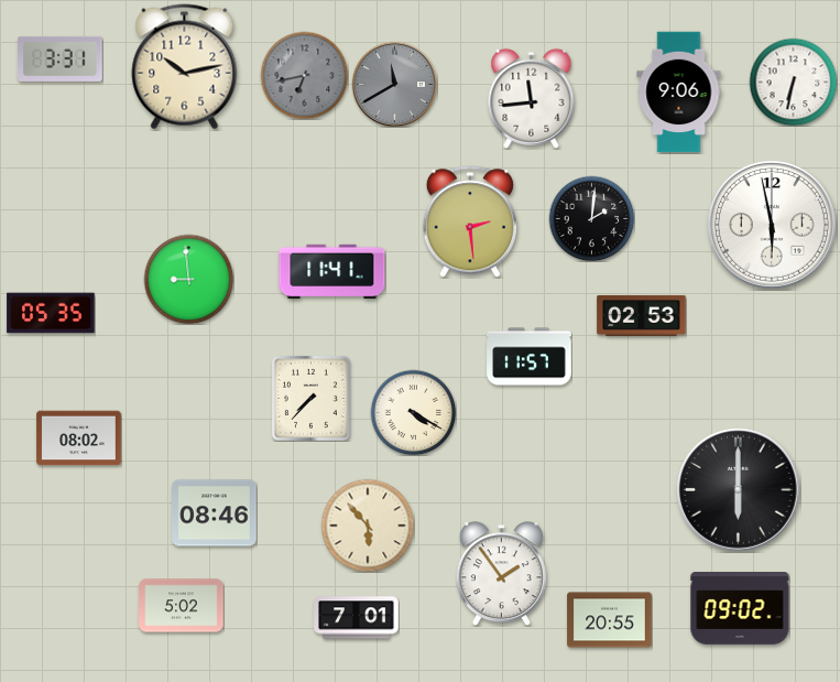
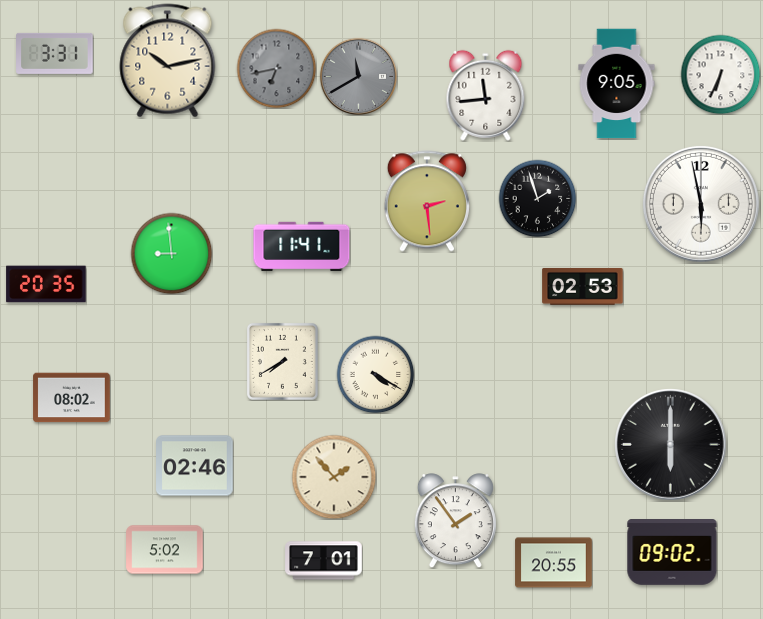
clock at (793, 82): 6:32 -> 6:34
clock at (679, 93): 9:06 -> 9:05
clock at (532, 98) position: (532, 98) -> (486, 95)
clock at (591, 218): 2:01 -> 1:57
clock at (51, 313): 05:35 -> 20:35
clock at (530, 357): 11:57 -> none
clock at (310, 398): 7:37 -> 7:40
clock at (215, 513): 08:46 -> 02:46
clock at (368, 526): 5:53 -> 1:53
